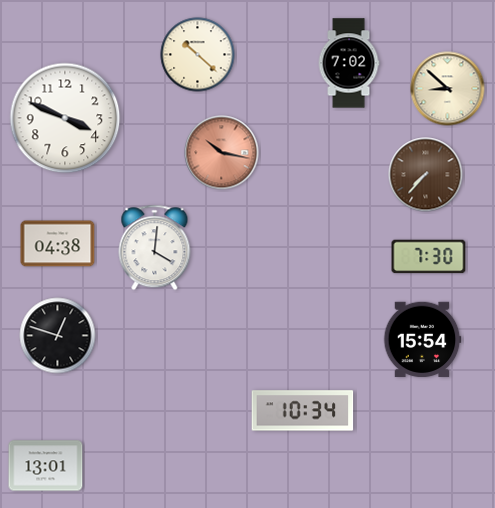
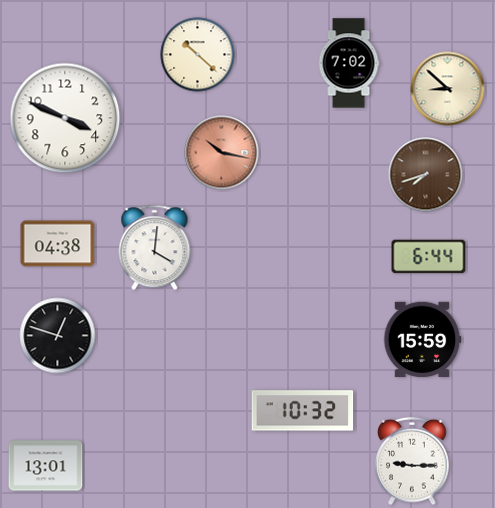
clock at (426, 175): 7:37 -> 7:42
clock at (429, 257): 7:30 -> 6:44
clock at (422, 340): 15:54 -> 15:59
clock at (303, 411): 10:34 -> 10:32
clock at (412, 461): none -> 9:15
